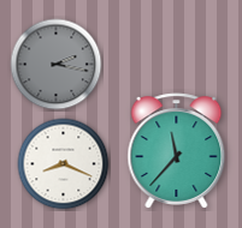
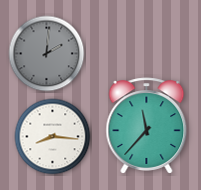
clock at (57, 65): 2:17 -> 2:01
clock at (64, 164): 8:19 -> 8:16
